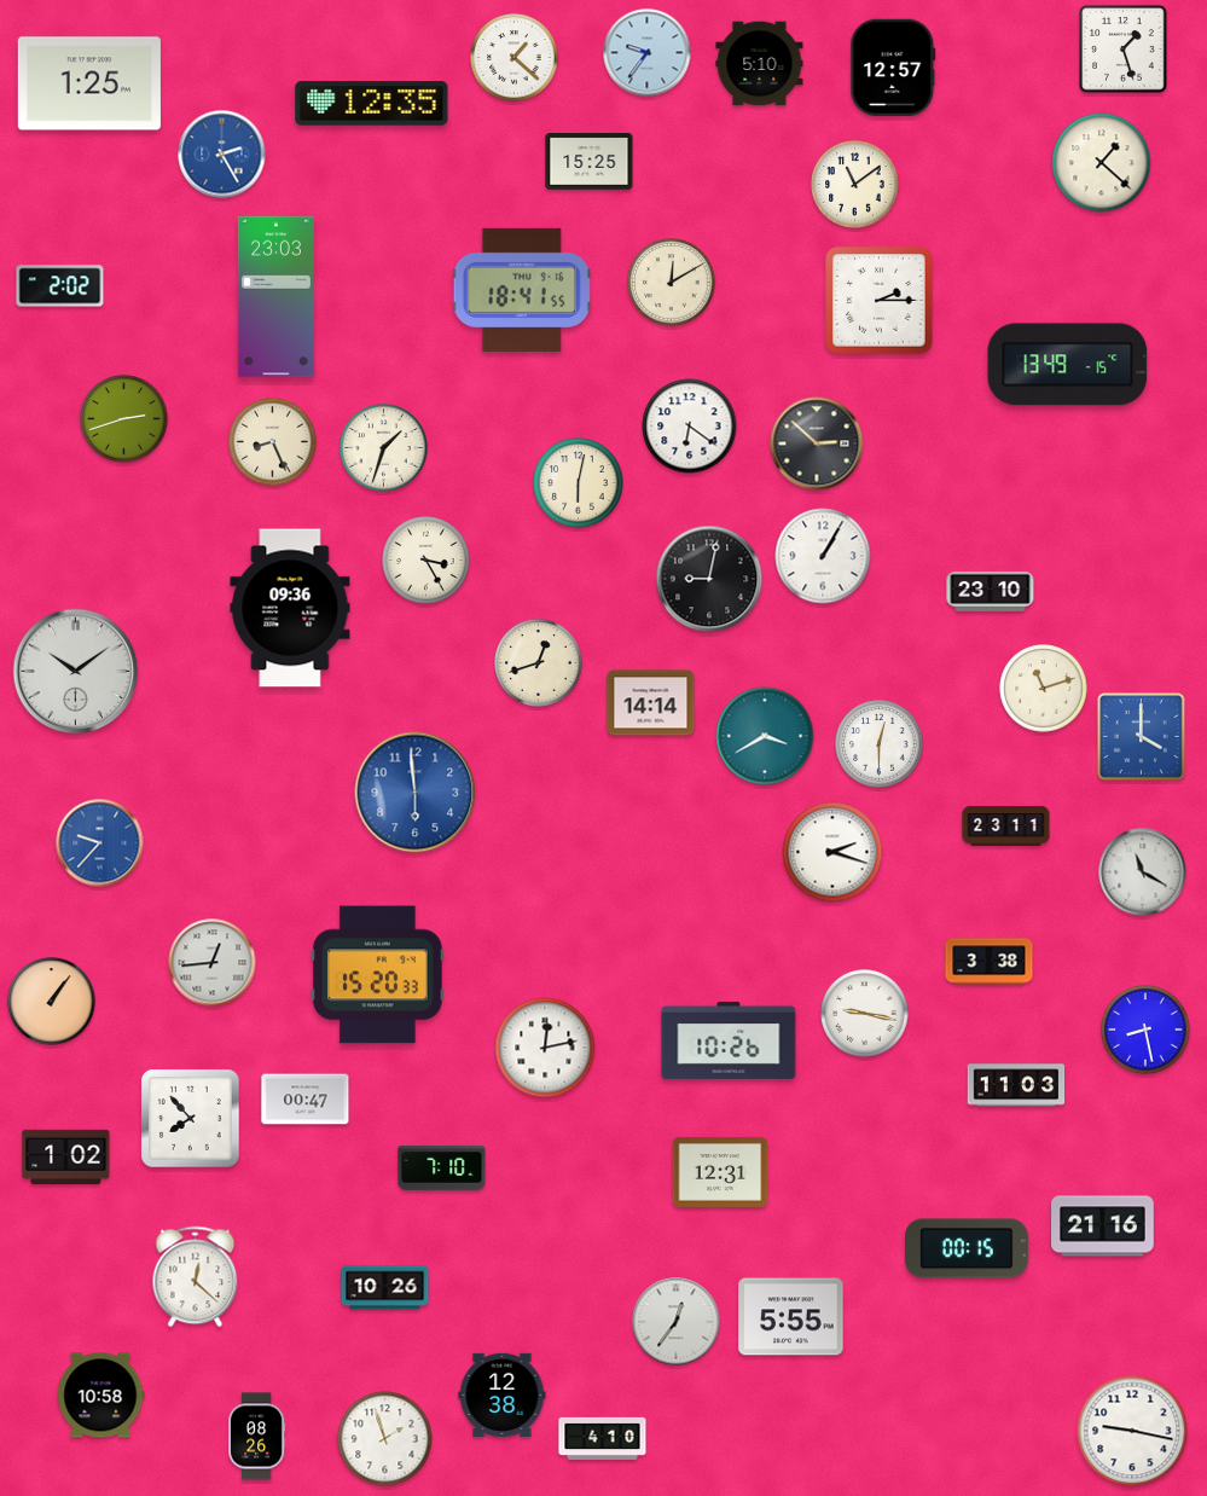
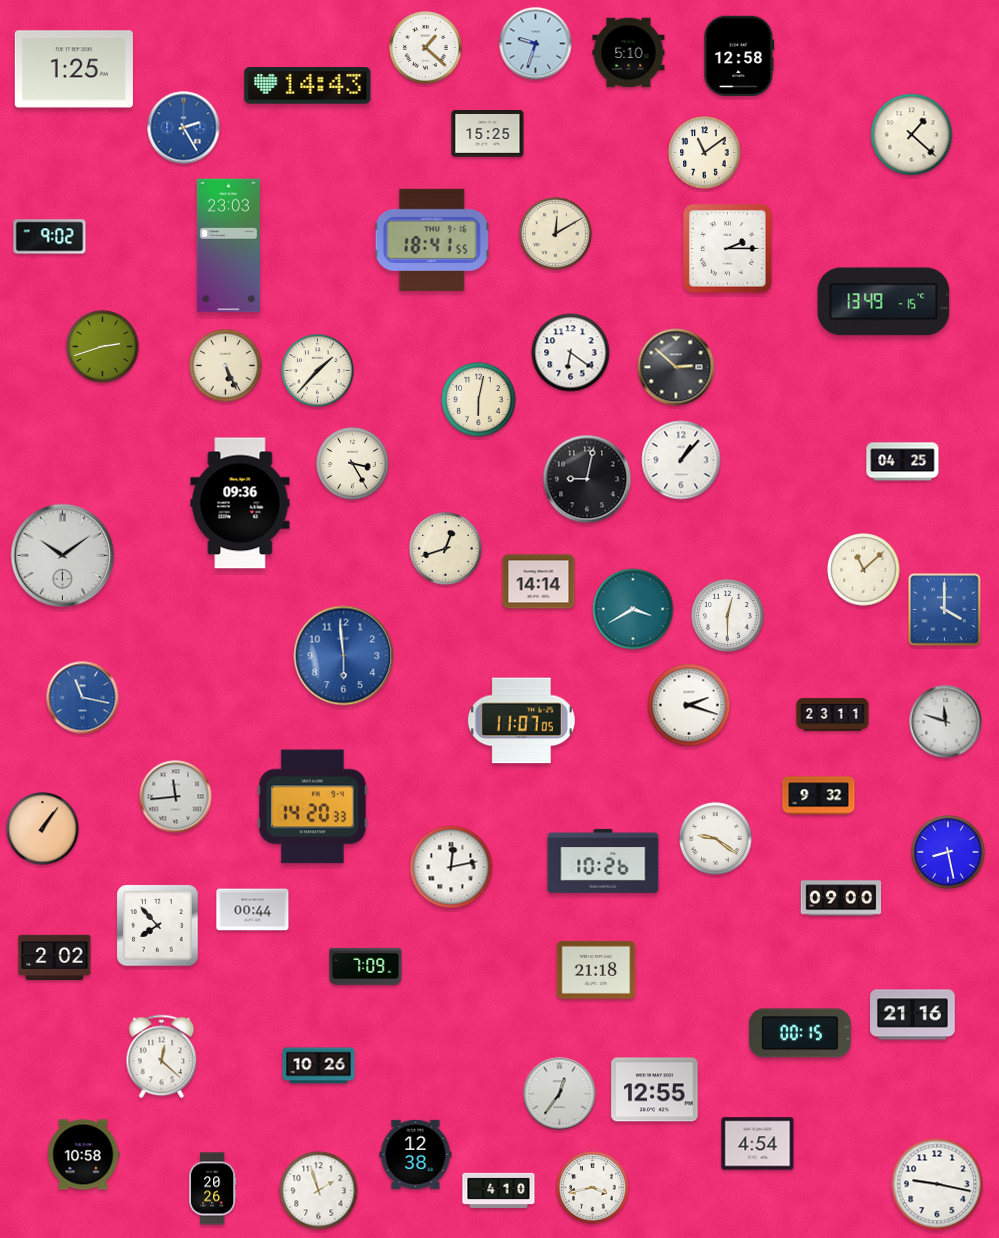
clock at (1124, 50): 1:27 -> none
clock at (648, 53): 9:36 -> 9:33
clock at (893, 66): 12:57 -> 12:58
clock at (372, 104): 12:35 -> 14:43
clock at (855, 185) position: (855, 185) -> (705, 153)
clock at (60, 286): 2:02 -> 9:02
clock at (273, 442): 8:26 -> 5:26
clock at (384, 448): 1:33 -> 1:37
clock at (823, 556): 1:05 -> 1:07
clock at (903, 462): none -> 04:25
clock at (991, 591): 23:10 -> none
clock at (1044, 689): 11:12 -> 11:08
clock at (1006, 827) position: (1006, 827) -> (833, 715)
clock at (100, 843): 9:37 -> 11:17
clock at (521, 721): none -> 11:07
clock at (1143, 872): 11:20 -> 11:48
clock at (990, 962): 3:38 -> 9:32
clock at (213, 963): 12:44 -> 11:44
clock at (377, 975): 15:20 -> 14:20
clock at (865, 1014): 9:17 -> 9:21
clock at (1016, 1085): 11:03 -> 09:00
clock at (306, 1100): 00:47 -> 00:44
clock at (66, 1156): 1:02 -> 2:02
clock at (442, 1169): 7:10 -> 7:09
clock at (720, 1172): 12:31 -> 21:18
clock at (791, 1317): 5:55 -> 12:55
clock at (758, 1144): none -> 4:54
clock at (593, 1188): none -> 3:43
clock at (257, 1437): 08:26 -> 20:26
